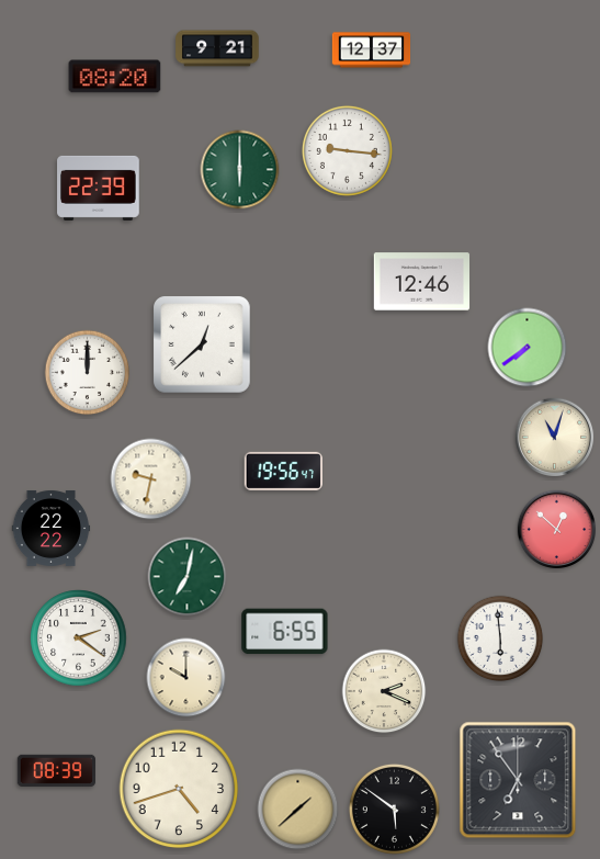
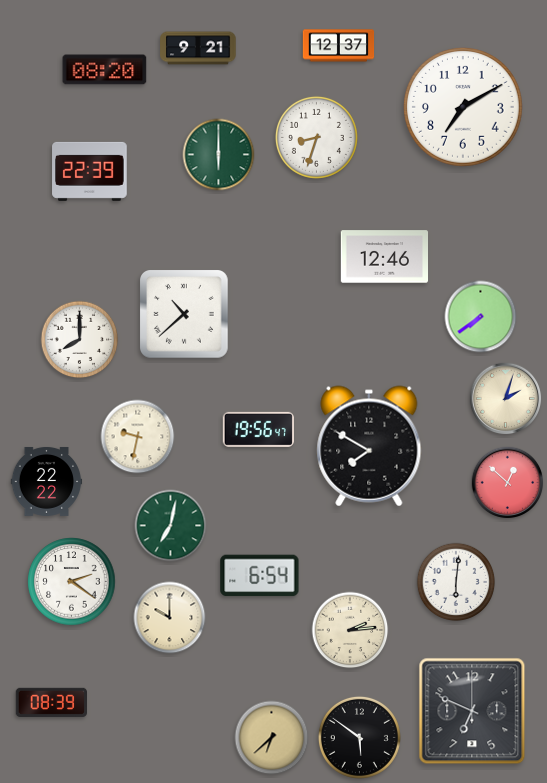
clock at (217, 48) position: (217, 48) -> (198, 48)
clock at (464, 108): none -> 7:10
clock at (347, 150): 9:16 -> 8:33
clock at (202, 344): 12:38 -> 10:38
clock at (88, 373): 12:00 -> 8:00
clock at (555, 438): 11:03 -> 2:03
clock at (369, 446): none -> 7:50
clock at (285, 632): 6:55 -> 6:54
clock at (500, 638): 5:59 -> 6:01
clock at (384, 691): 2:19 -> 2:14
clock at (518, 780): 6:54 -> 6:49
clock at (179, 789): 4:42 -> none
clock at (298, 810): 1:38 -> 6:38
